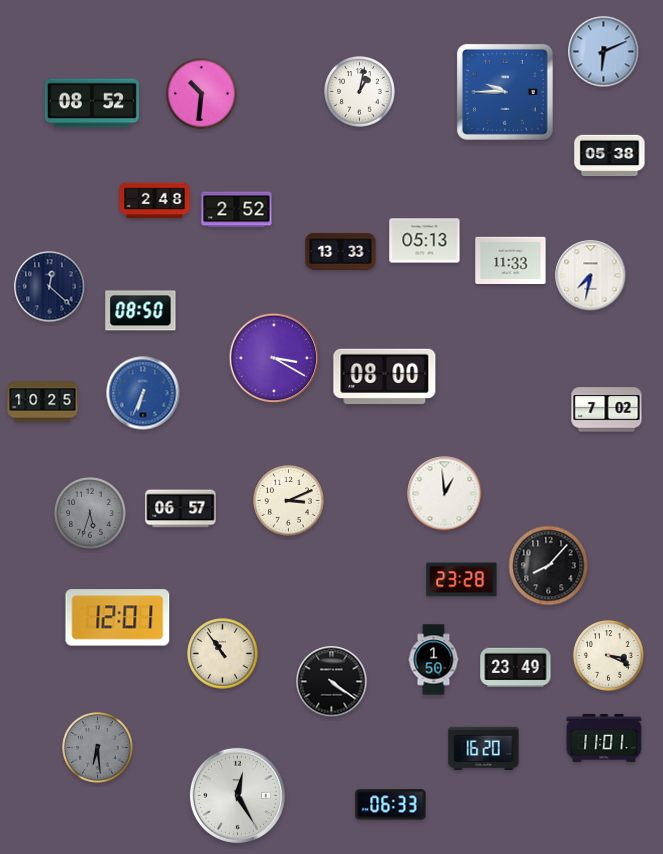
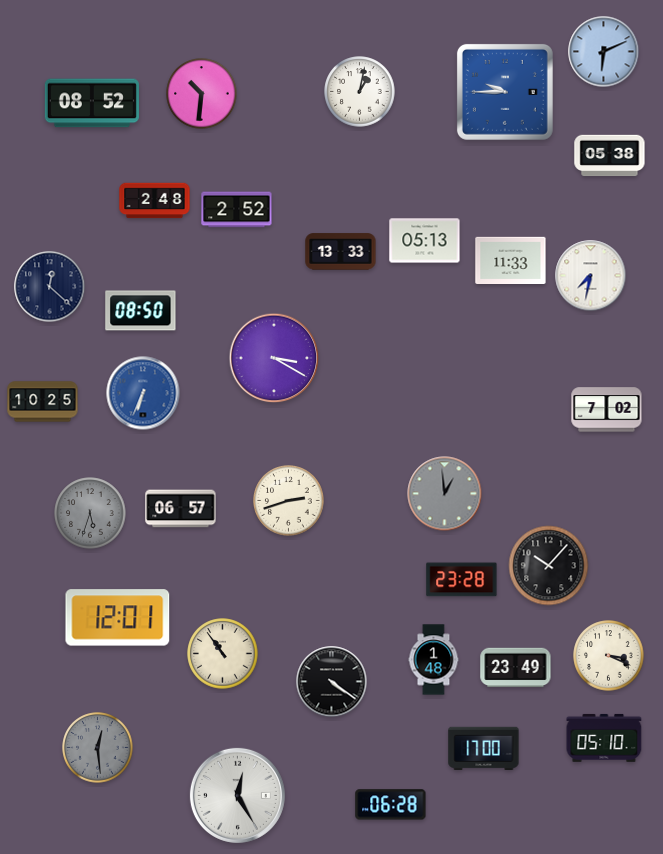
clock at (385, 376): 08:00 -> none
clock at (445, 494) dial: white -> grey
clock at (289, 501): 3:11 -> 2:42
clock at (549, 566): 8:07 -> 10:07
clock at (434, 660): 1:50 -> 1:48
clock at (604, 738): 11:01 -> 05:10
clock at (98, 748): 6:29 -> 12:29
clock at (484, 748): 16:20 -> 17:00
clock at (391, 805): 06:33 -> 06:28
